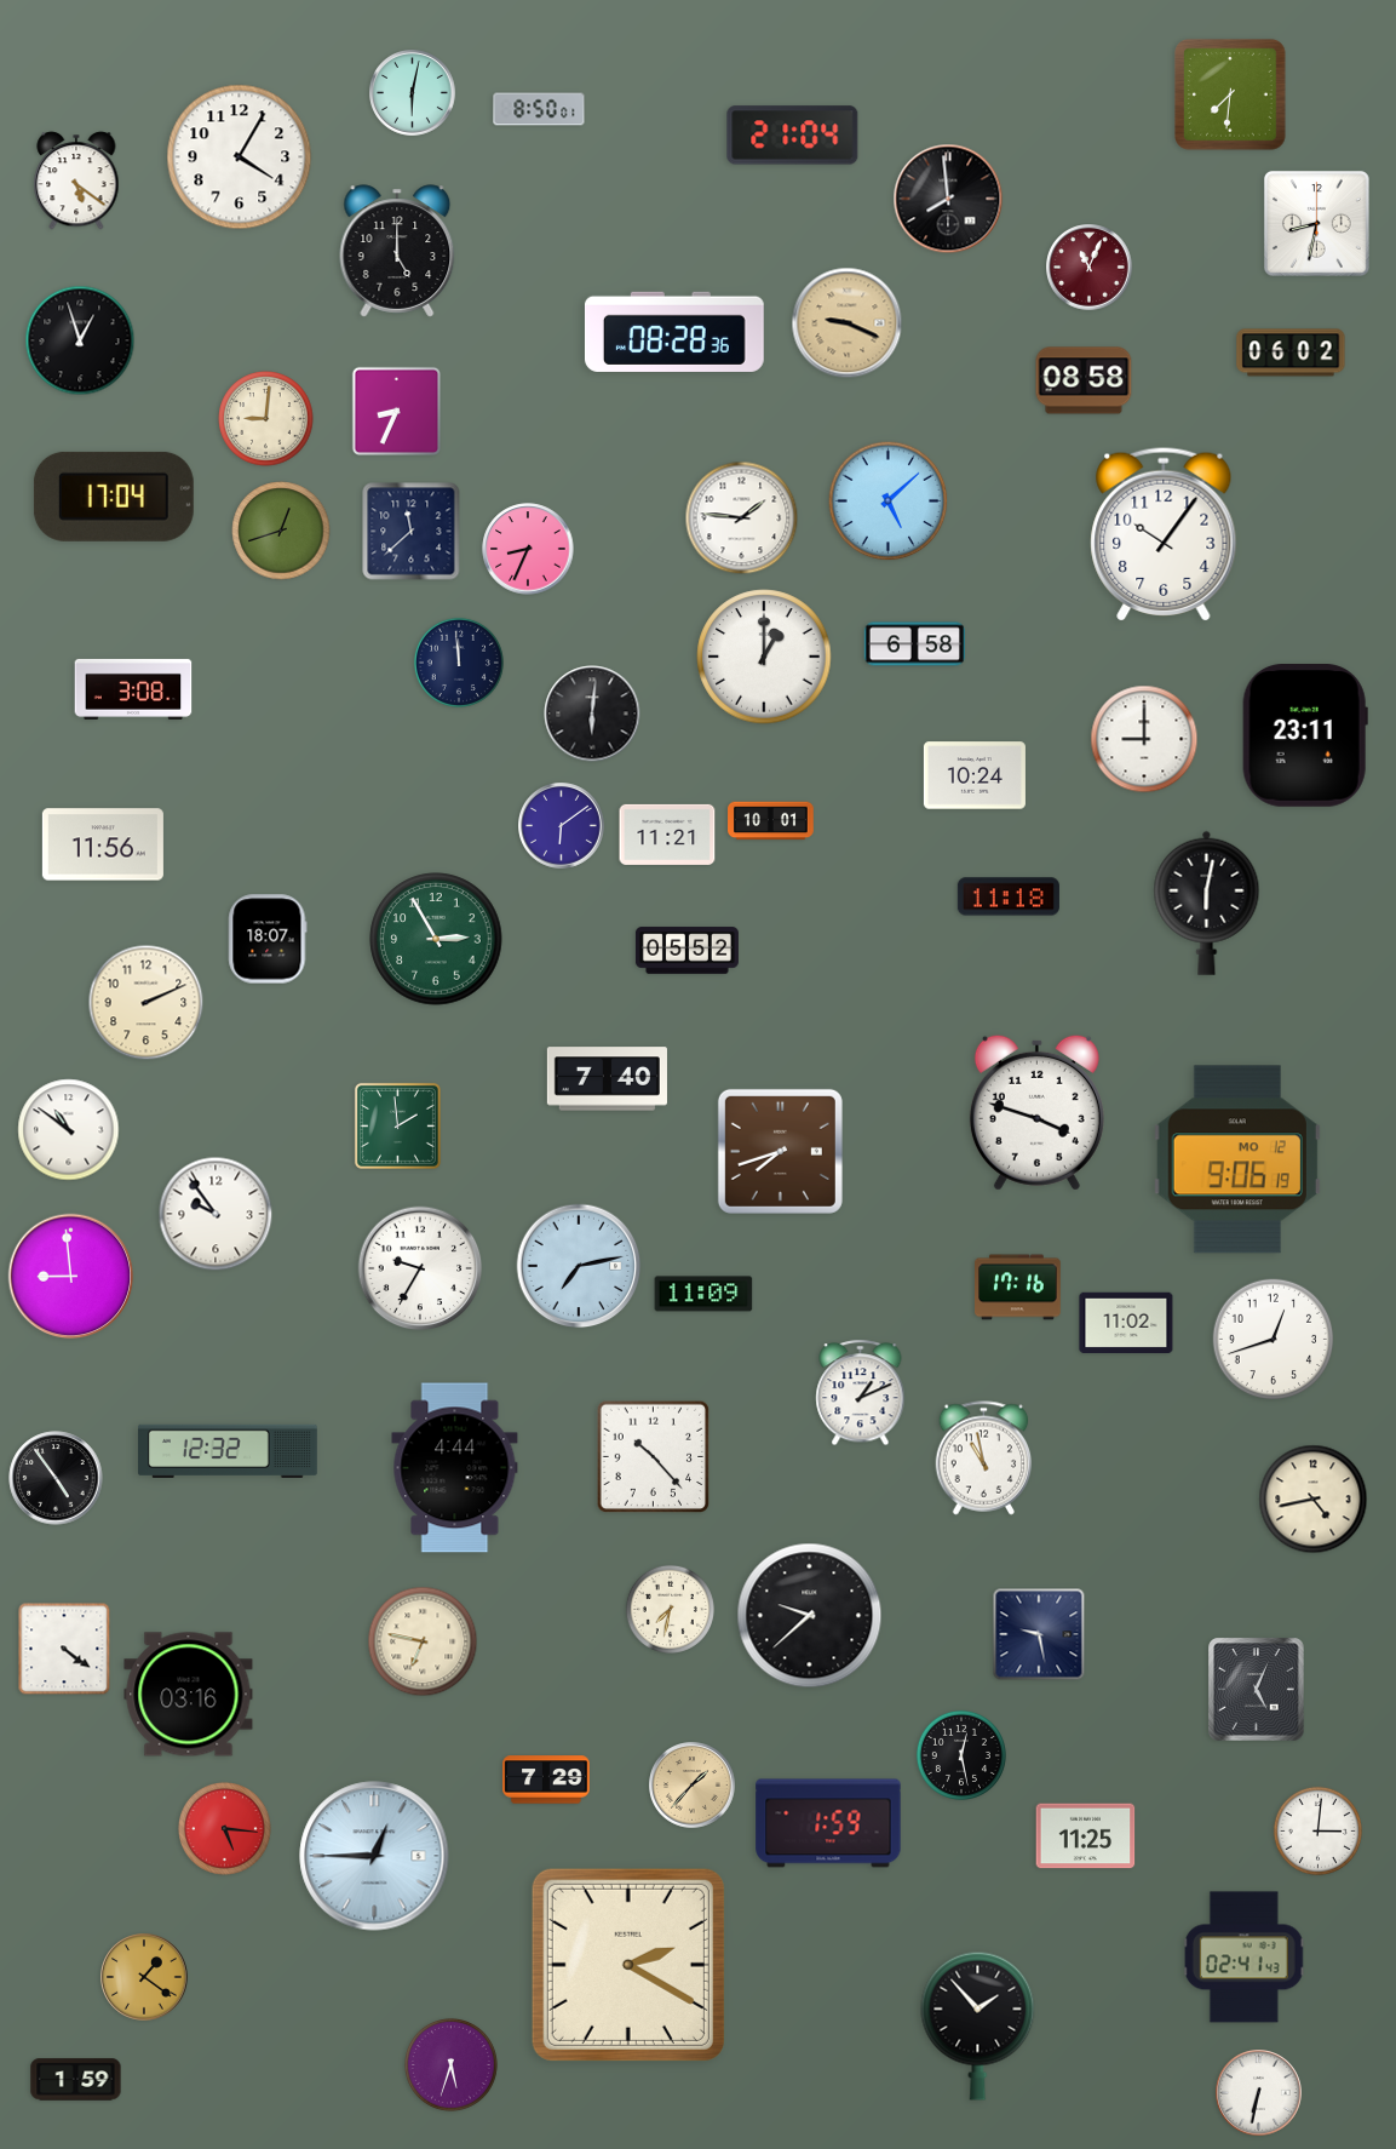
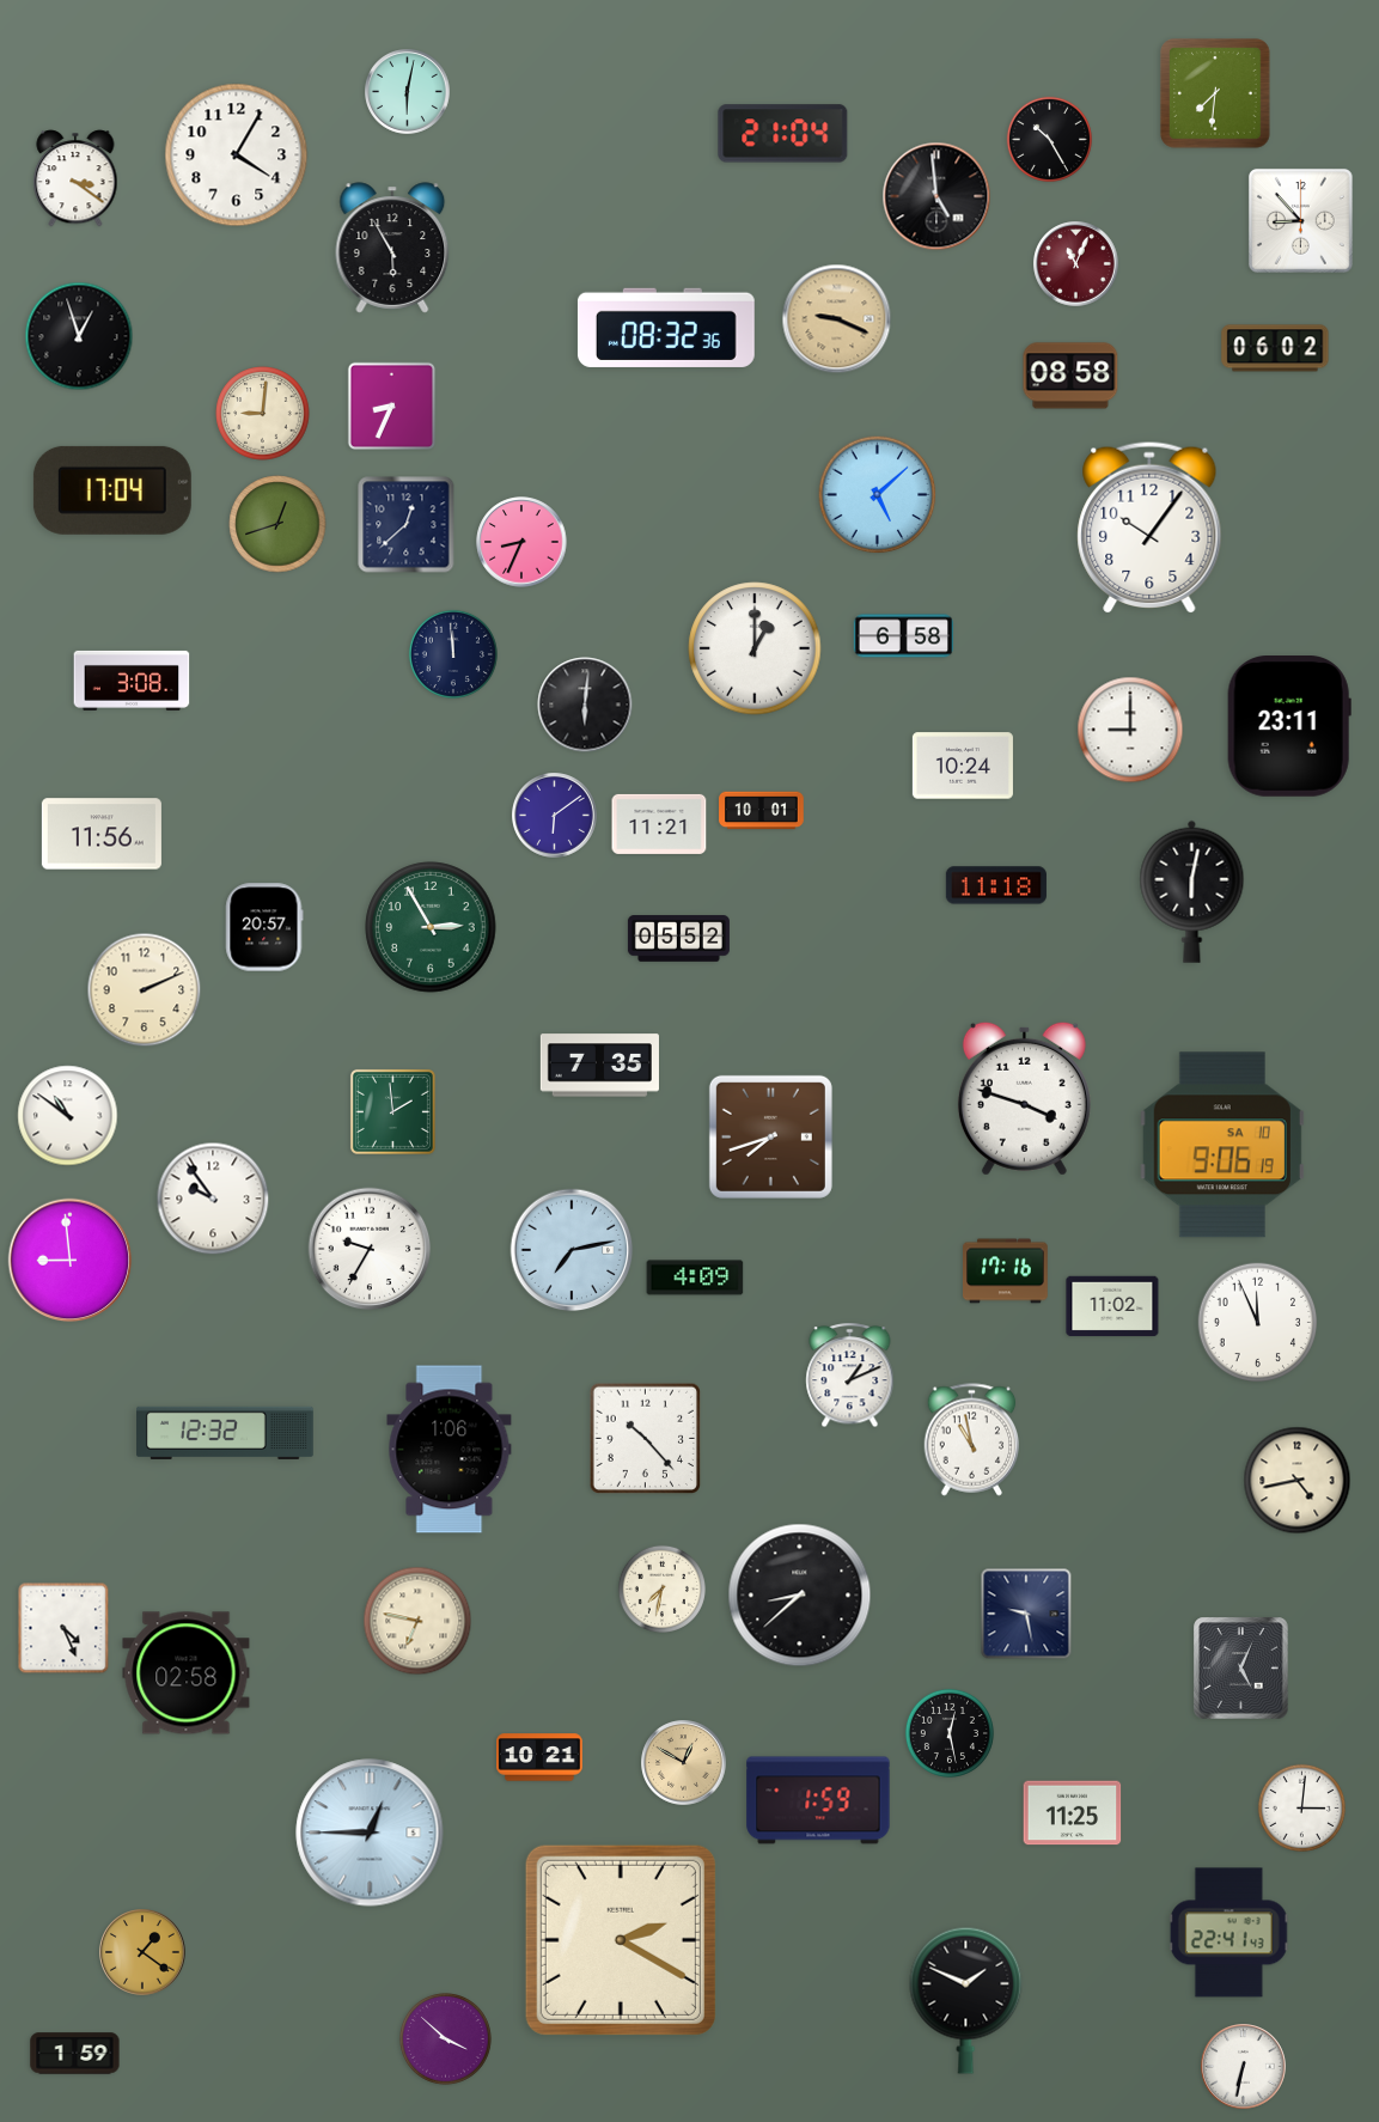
clock at (539, 109): 8:50 -> none
clock at (1050, 140): none -> 10:25
clock at (76, 180): 5:21 -> 3:21
clock at (948, 199): 7:59 -> 4:59
clock at (1317, 224): 8:32 -> 8:53
clock at (397, 251): 5:00 -> 5:55
clock at (674, 332): 08:28 -> 08:32
clock at (742, 518): 1:46 -> none
clock at (412, 532): 11:38 -> 12:38
clock at (268, 939): 18:07 -> 20:57
clock at (607, 1079): 7:40 -> 7:35
clock at (1237, 1159) date: MO 12 -> SA 10
clock at (420, 1268) position: (420, 1268) -> (370, 1249)
clock at (703, 1294): 11:09 -> 4:09
clock at (1274, 1340): 12:42 -> 11:56
clock at (455, 1468): 4:44 -> 1:06
clock at (56, 1478): 4:54 -> none
clock at (810, 1616): 9:38 -> 8:38
clock at (64, 1649): 4:21 -> 4:26
clock at (189, 1695): 03:16 -> 02:58
clock at (546, 1780): 7:29 -> 10:21
clock at (693, 1786): 1:37 -> 12:50
clock at (225, 1829): 5:16 -> none
clock at (1243, 1958): 02:41 -> 22:41
clock at (978, 2025): 1:53 -> 1:49
clock at (452, 2065): 5:33 -> 3:52
